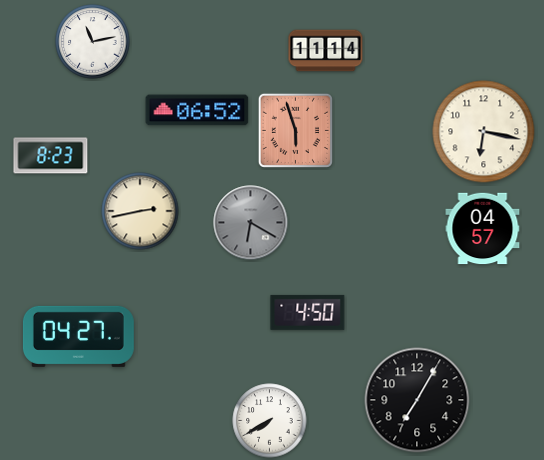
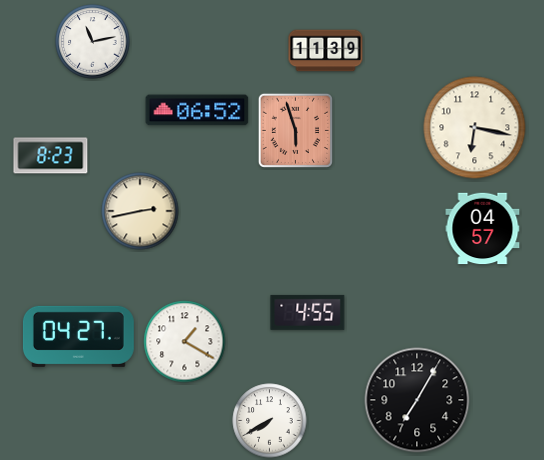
clock at (326, 51): 11:14 -> 11:39
clock at (484, 132) position: (484, 132) -> (475, 128)
clock at (251, 223): 6:20 -> none
clock at (308, 312): 4:50 -> 4:55
clock at (185, 342): none -> 1:20
